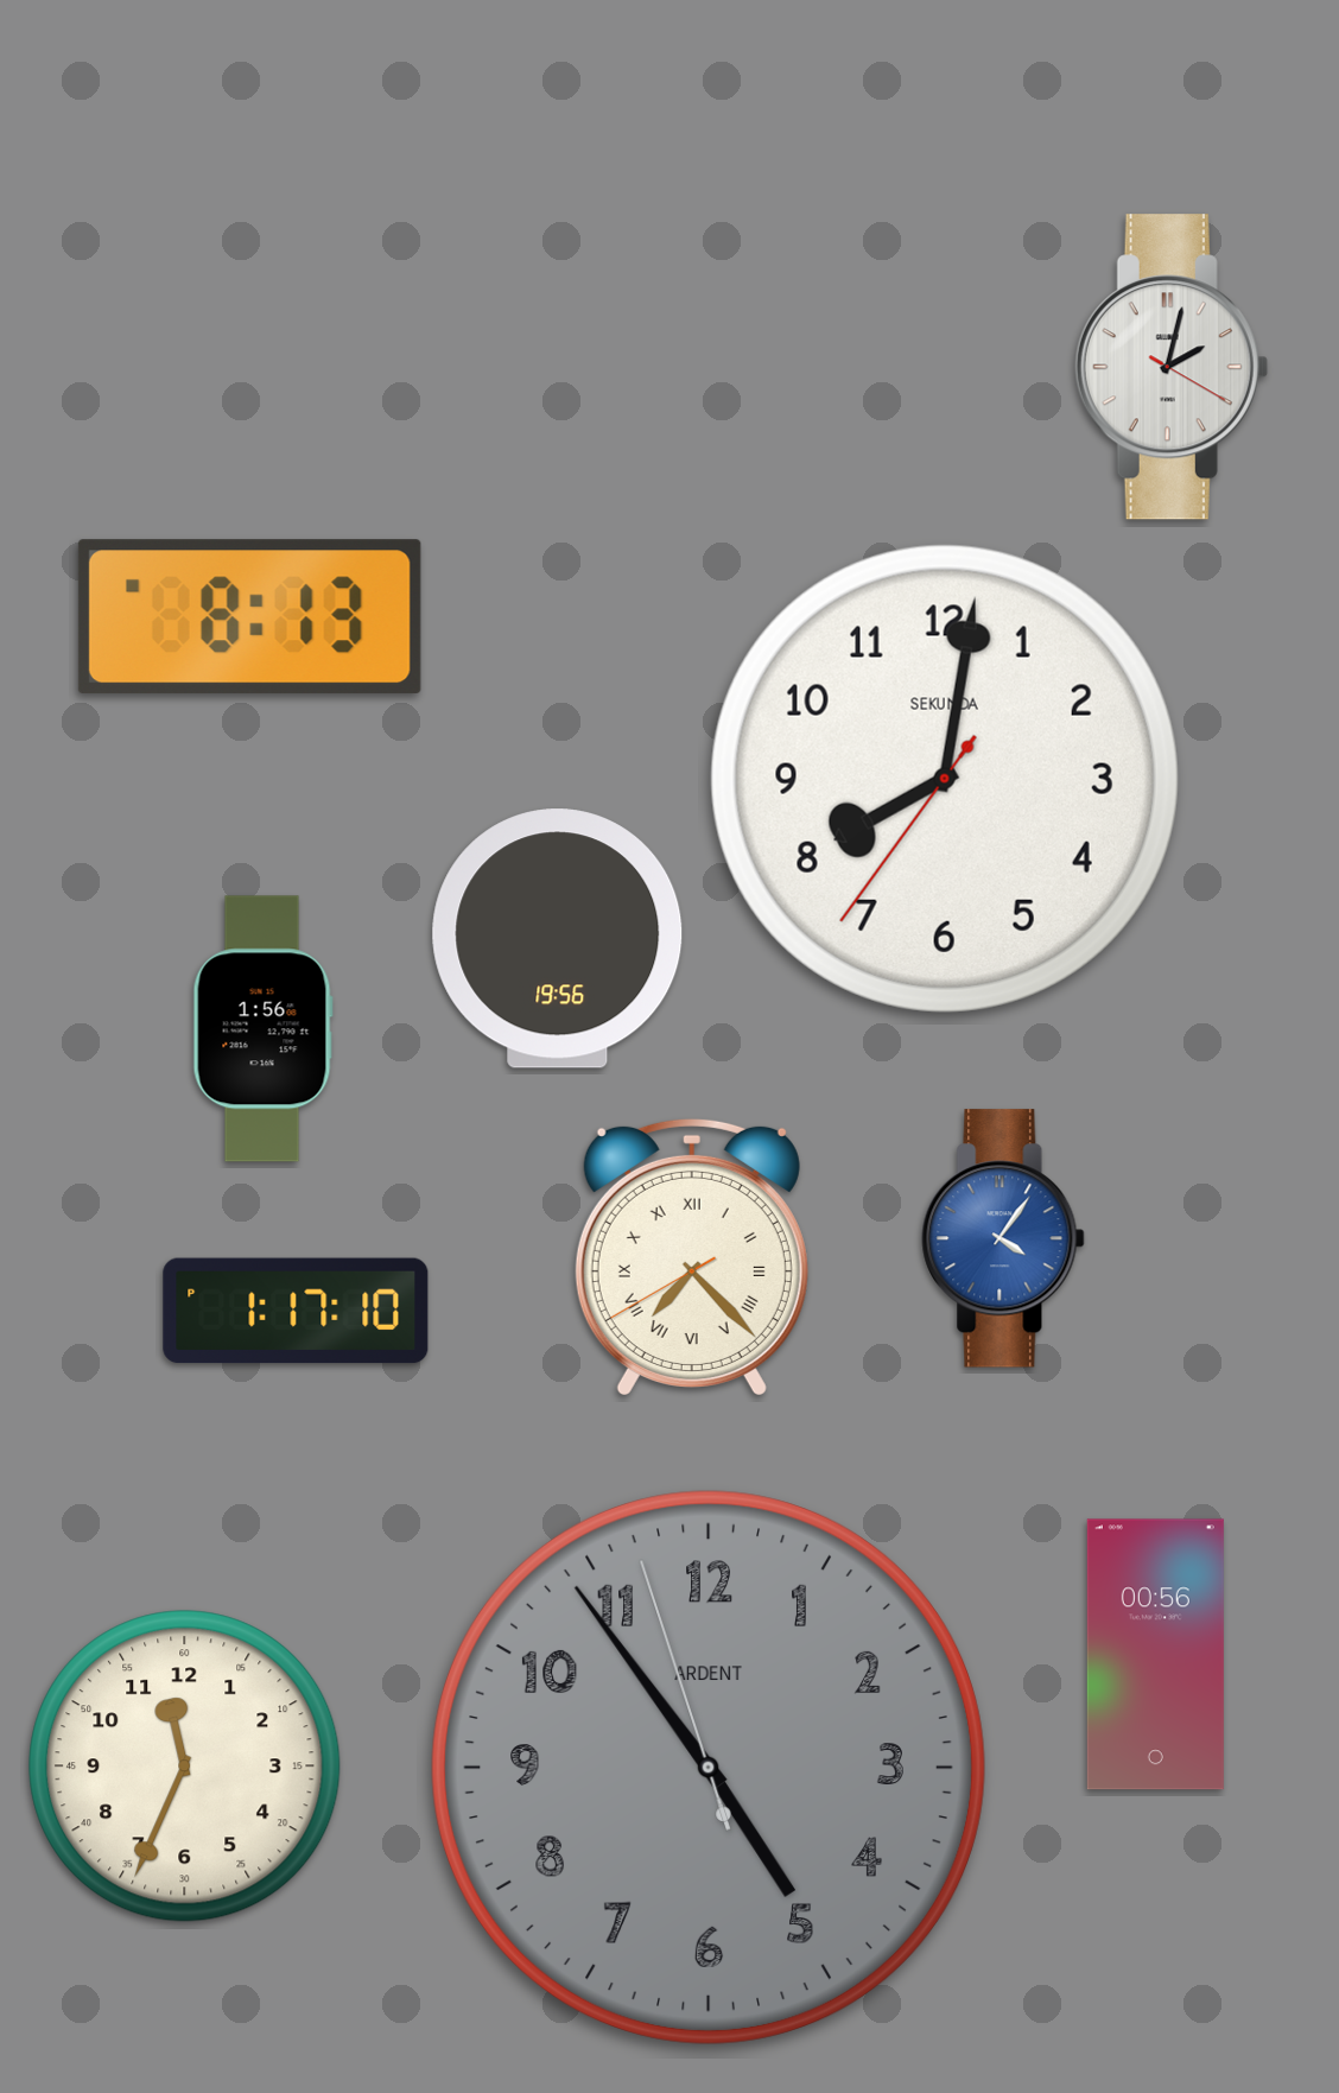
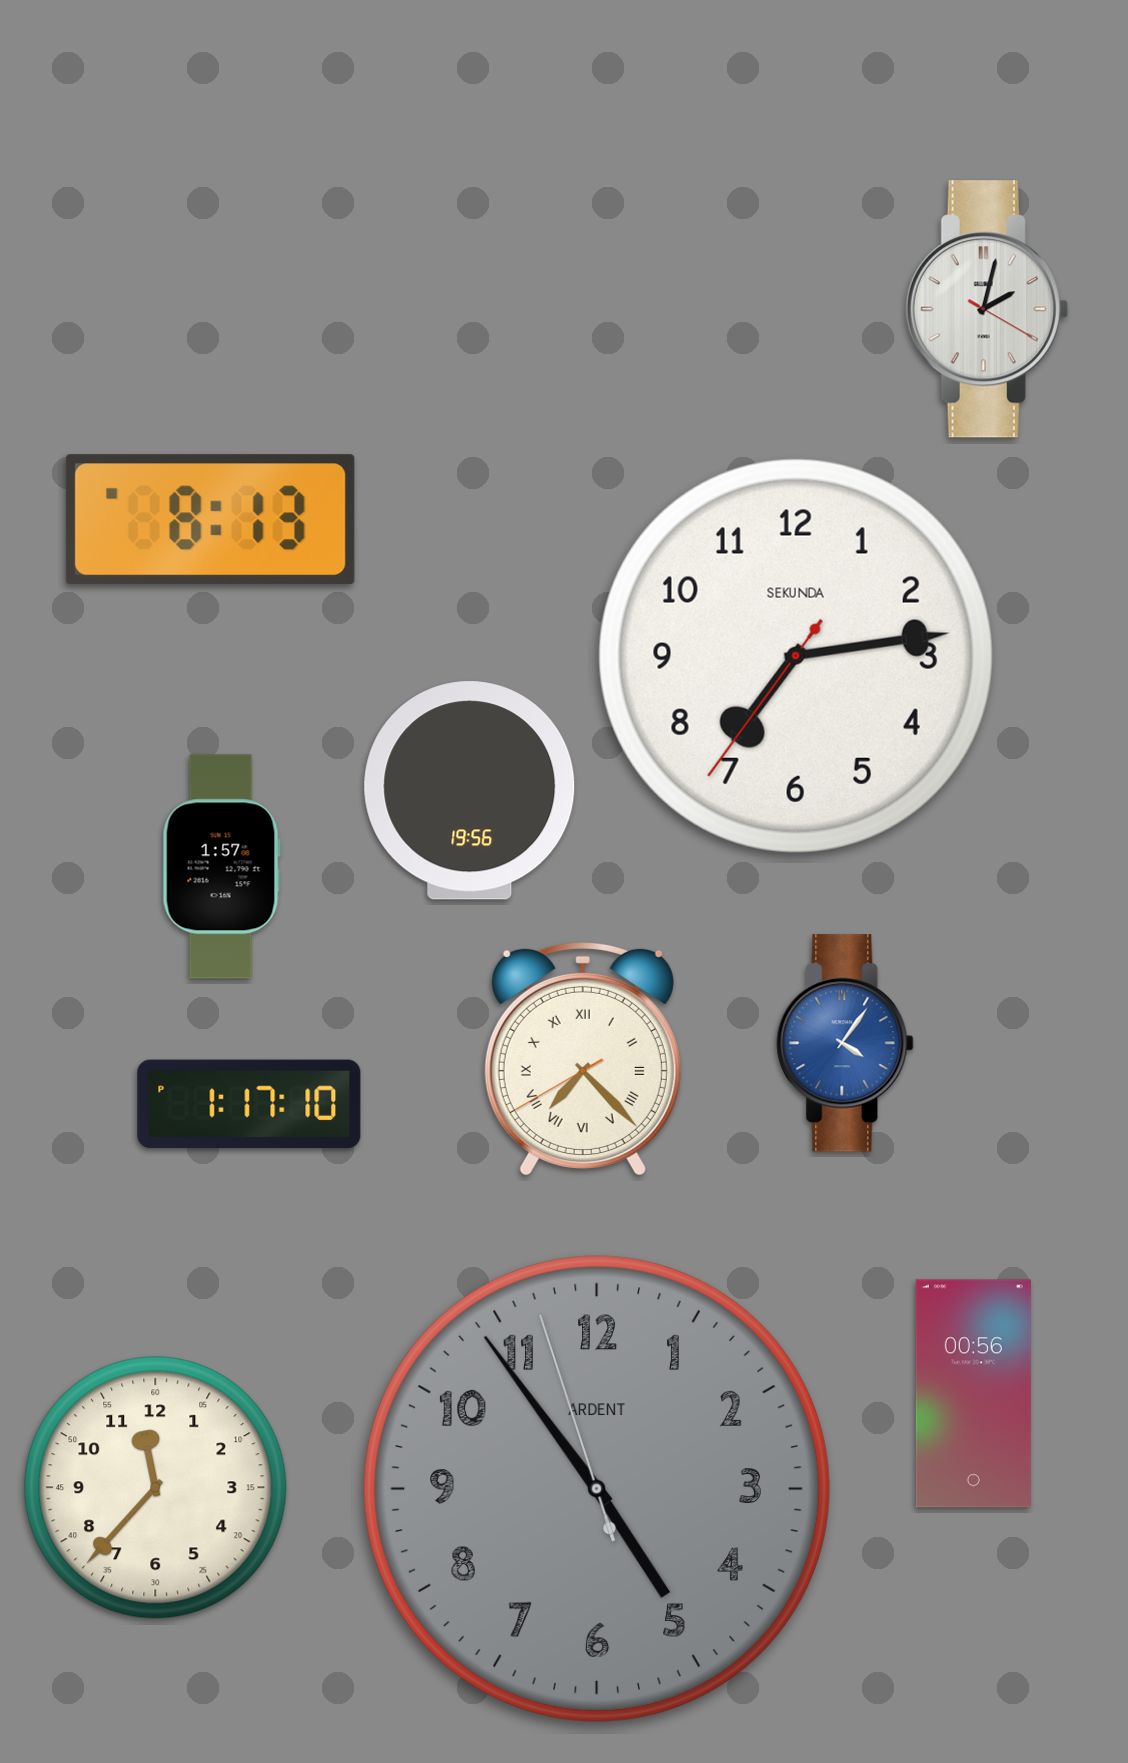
clock at (945, 779): 8:01 -> 7:13
clock at (262, 1029): 1:56 -> 1:57
clock at (185, 1767): 11:34 -> 11:37
